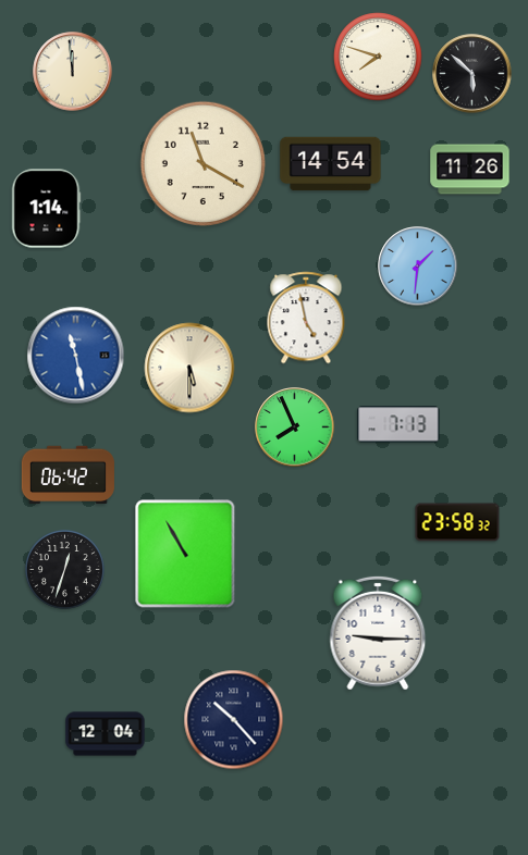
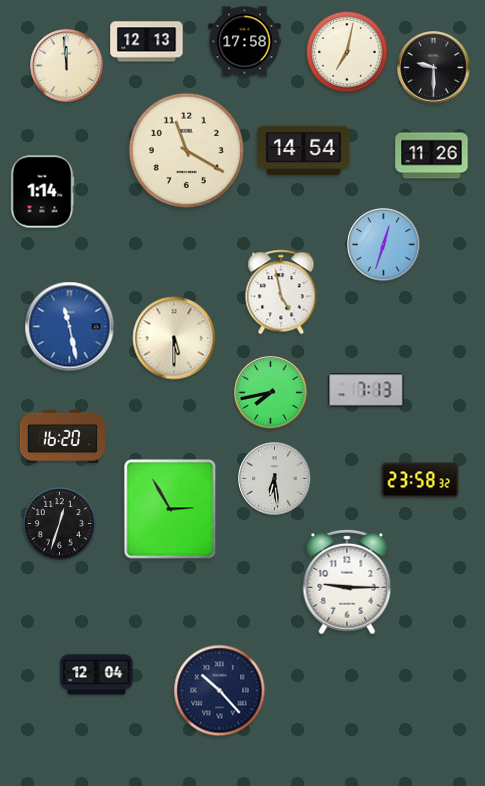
clock at (147, 42): none -> 12:13
clock at (245, 42): none -> 17:58
clock at (378, 57): 7:48 -> 7:02
clock at (472, 74): 5:52 -> 9:30
clock at (418, 267): 1:31 -> 12:33
clock at (295, 427): 7:56 -> 7:43
clock at (67, 475): 06:42 -> 16:20
clock at (275, 479): none -> 6:29
clock at (185, 554): 10:55 -> 2:55
clock at (234, 720) position: (234, 720) -> (220, 691)
